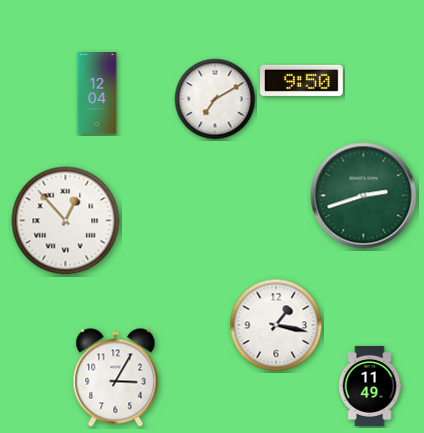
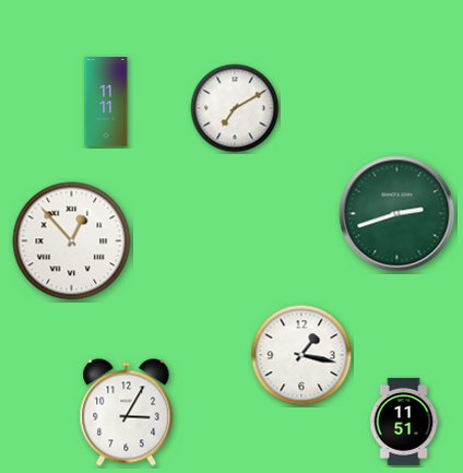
clock at (302, 80): 9:50 -> none
clock at (97, 93): 12:04 -> 11:11
clock at (370, 386): 11:49 -> 11:51
